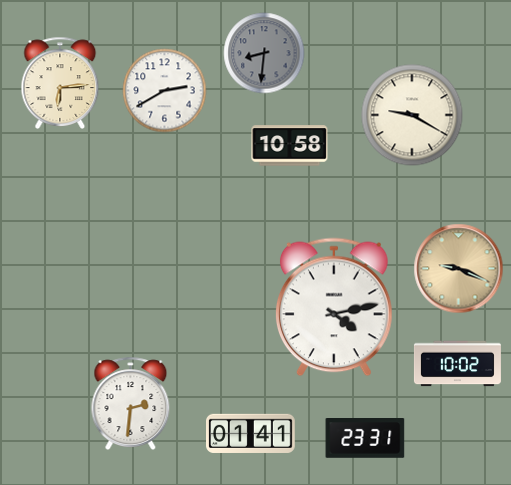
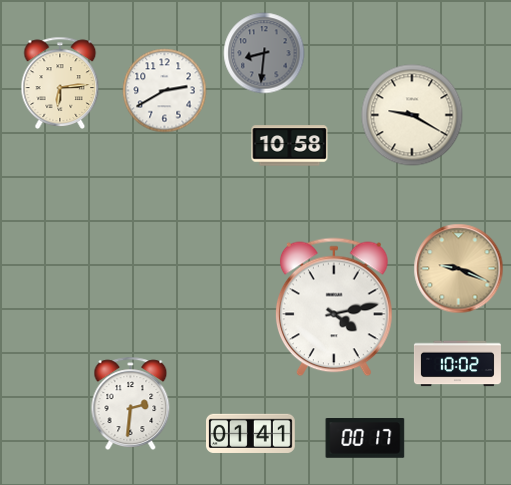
clock at (365, 438): 23:31 -> 00:17
